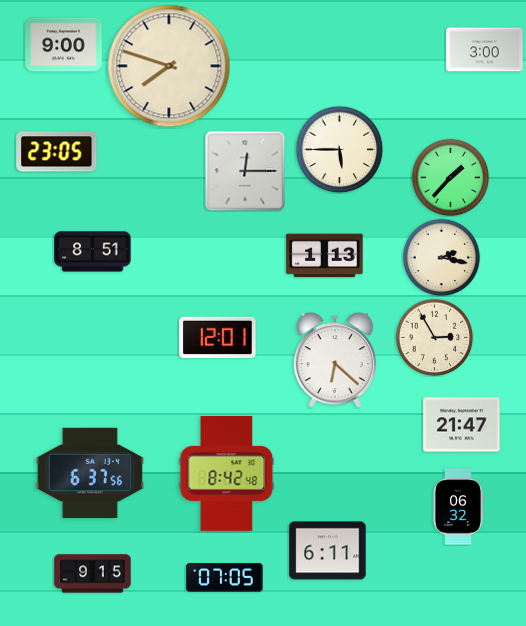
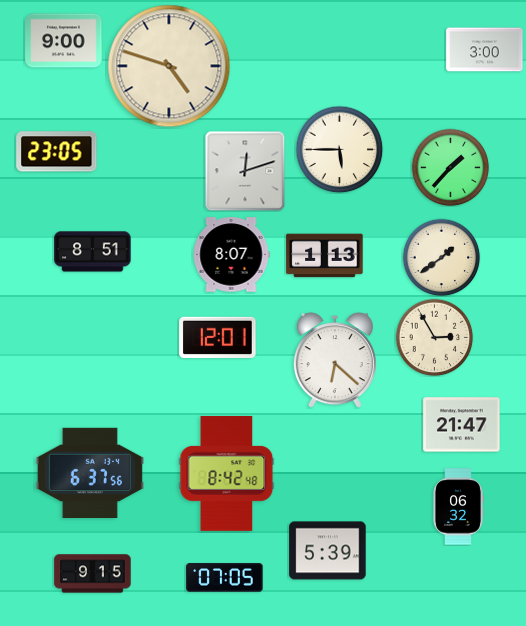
clock at (64, 45) position: (64, 45) -> (64, 41)
clock at (169, 66): 7:48 -> 4:48
clock at (245, 171): 12:15 -> 12:12
clock at (450, 177) position: (450, 177) -> (450, 167)
clock at (231, 255): none -> 8:07
clock at (441, 257): 2:17 -> 1:39
clock at (328, 551): 6:11 -> 5:39
